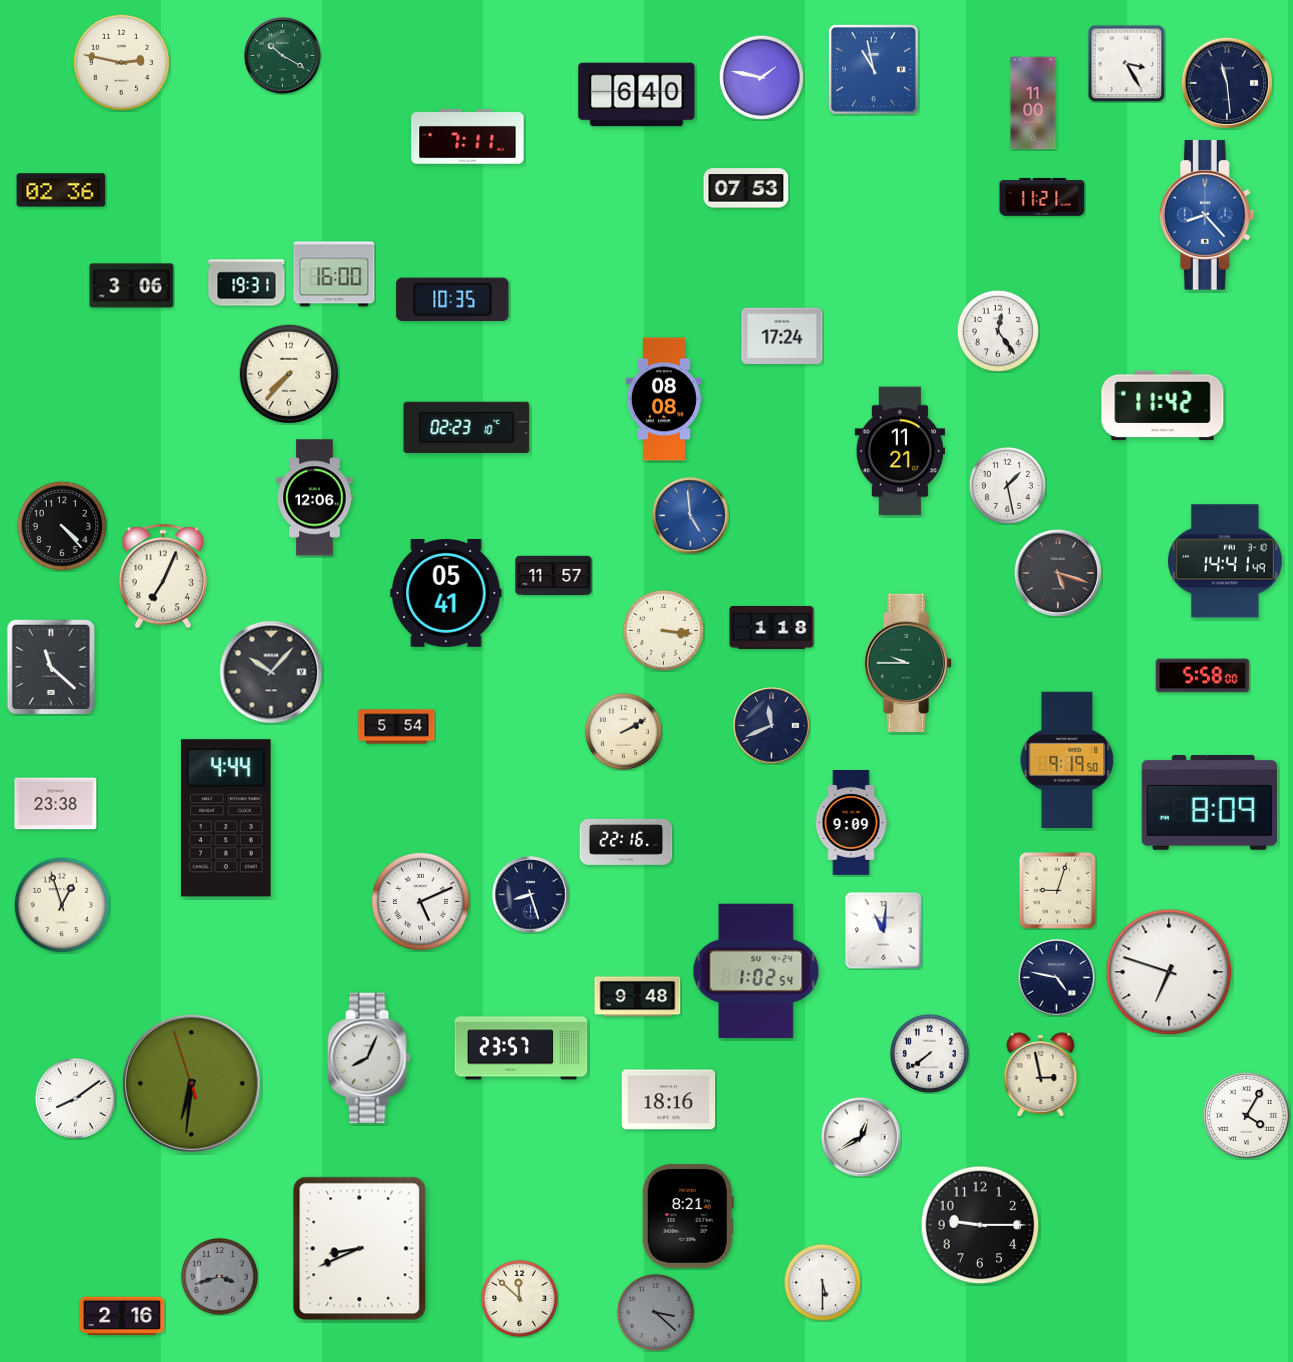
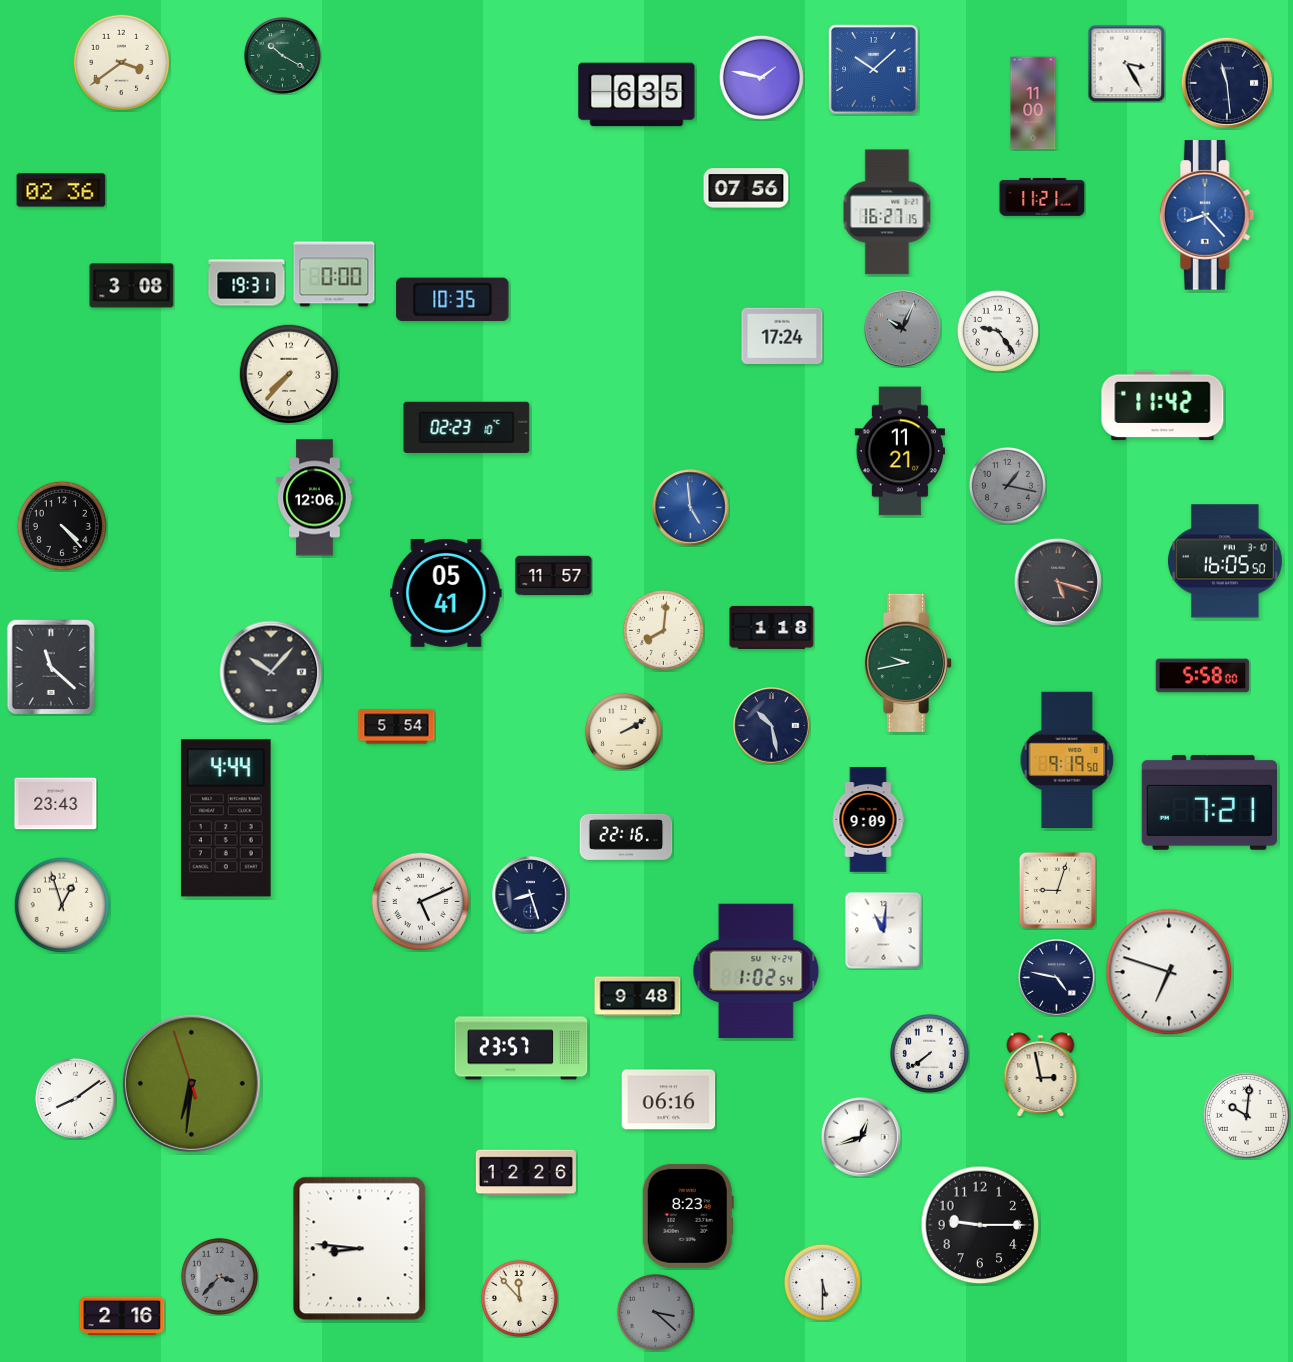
clock at (121, 62): 2:47 -> 3:39
clock at (874, 70): 10:58 -> 10:08
clock at (637, 95): 6:40 -> 6:35
clock at (468, 137): 7:11 -> none
clock at (746, 188): 07:53 -> 07:56
clock at (887, 212): none -> 16:27
clock at (334, 274): 16:00 -> 0:00
clock at (132, 286): 3:06 -> 3:08
clock at (903, 329): none -> 10:04
clock at (998, 331): 12:24 -> 9:24
clock at (664, 399): 08:08 -> none
clock at (1007, 485): 1:28 -> 1:17
clock at (1007, 485) dial: white -> grey
clock at (691, 516) position: (691, 516) -> (691, 508)
clock at (1225, 561): 14:41 -> 16:05
clock at (1058, 573) position: (1058, 573) -> (1058, 582)
clock at (163, 576): 7:04 -> none
clock at (663, 630): 3:16 -> 8:01
clock at (908, 663): 9:45 -> 9:43
clock at (772, 726): 11:41 -> 10:28
clock at (1209, 802): 8:09 -> 7:21
clock at (56, 804): 23:38 -> 23:43
clock at (851, 823) position: (851, 823) -> (868, 820)
clock at (626, 842) position: (626, 842) -> (626, 837)
clock at (369, 1058): 8:04 -> none
clock at (669, 1100): 18:16 -> 06:16
clock at (1246, 1115): 4:05 -> 10:01
clock at (861, 1137): 12:40 -> 12:42
clock at (526, 1173): none -> 12:26
clock at (688, 1216): 8:21 -> 8:23
clock at (360, 1249): 8:41 -> 8:46
clock at (219, 1276): 3:42 -> 3:37
clock at (519, 1298): 11:52 -> 11:53
